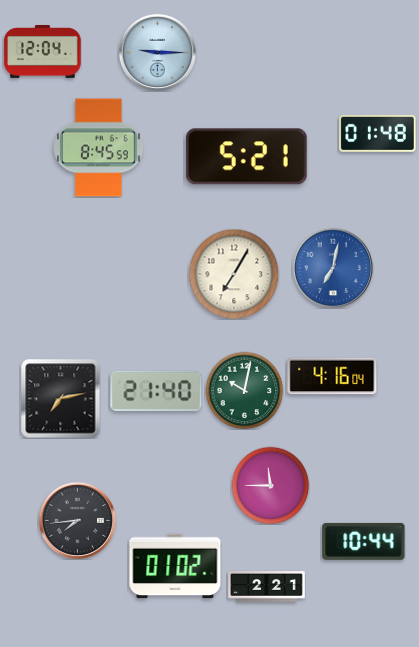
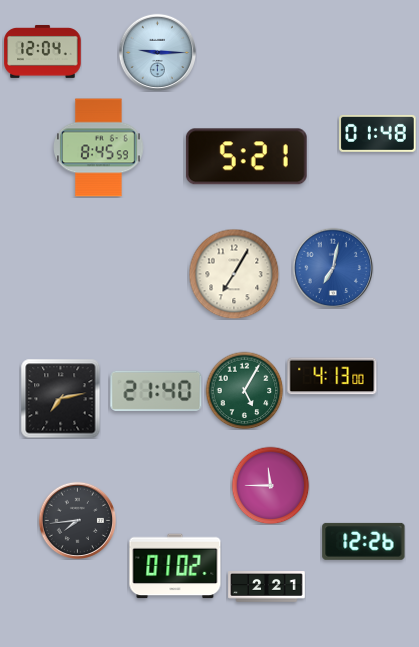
clock at (332, 376): 4:16 -> 4:13
clock at (244, 390): 10:02 -> 5:05
clock at (364, 541): 10:44 -> 12:26
